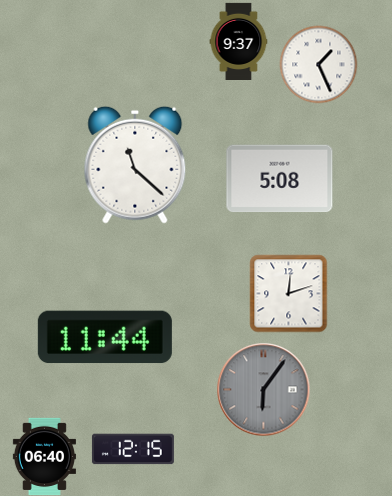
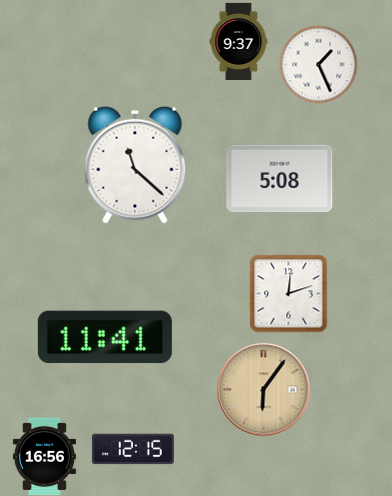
clock at (105, 337): 11:44 -> 11:41
clock at (263, 389) dial: grey -> champagne
clock at (44, 456): 06:40 -> 16:56
